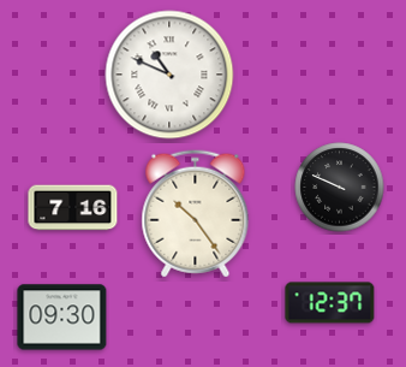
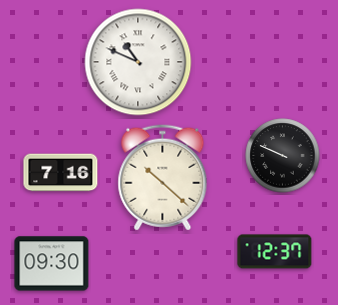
clock at (169, 75) position: (169, 75) -> (138, 62)
clock at (196, 214): 10:24 -> 10:22
